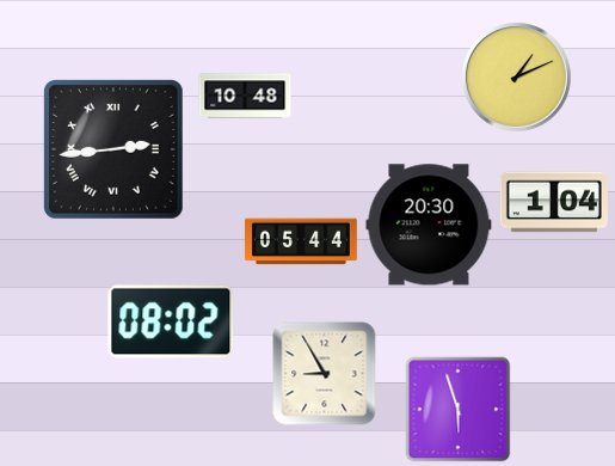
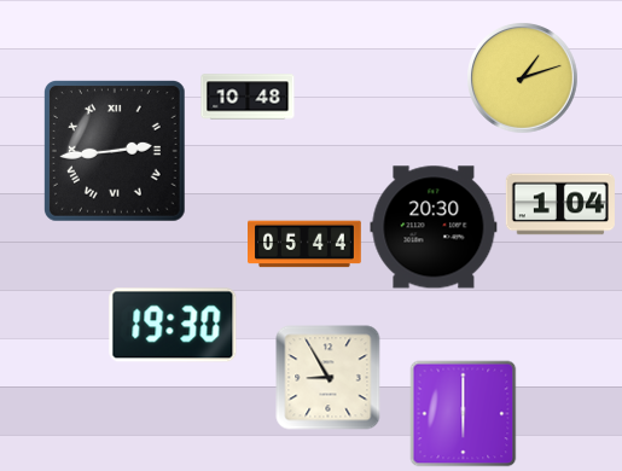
clock at (517, 78): 1:11 -> 1:12
clock at (171, 321): 08:02 -> 19:30
clock at (459, 410): 5:57 -> 6:00
